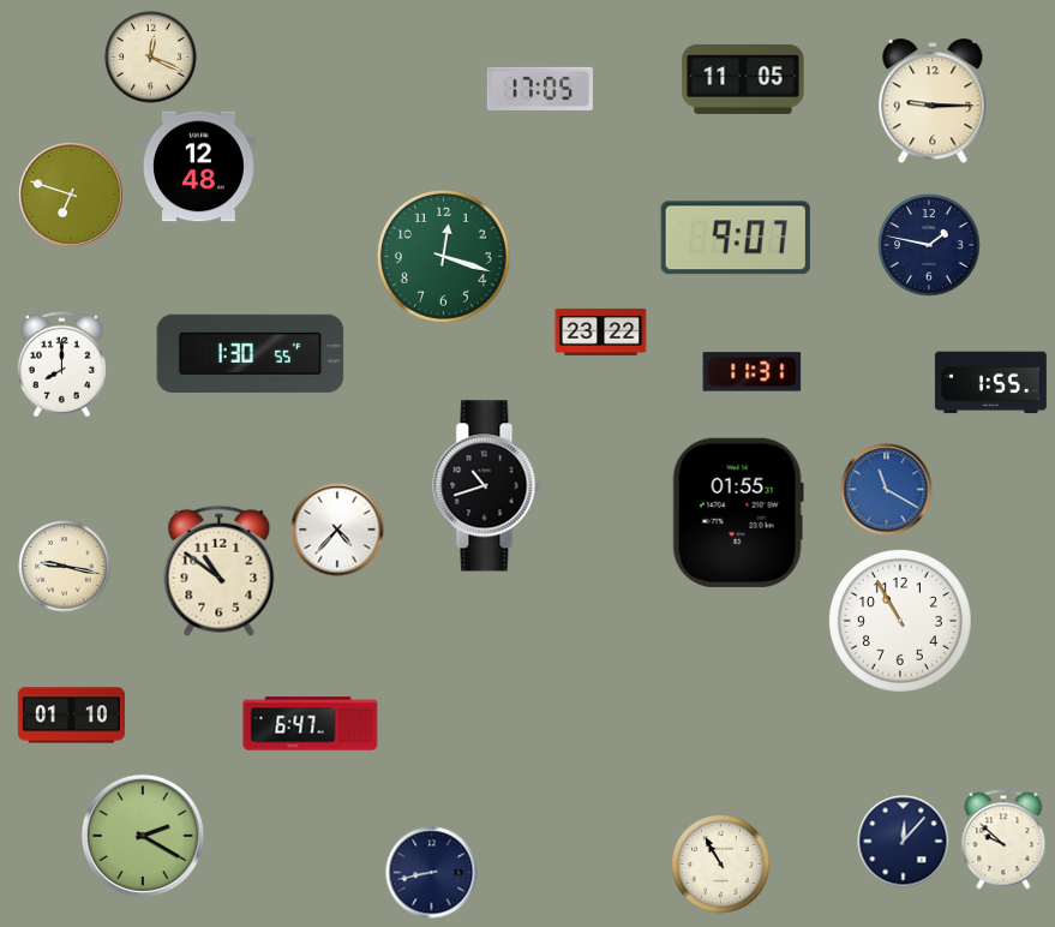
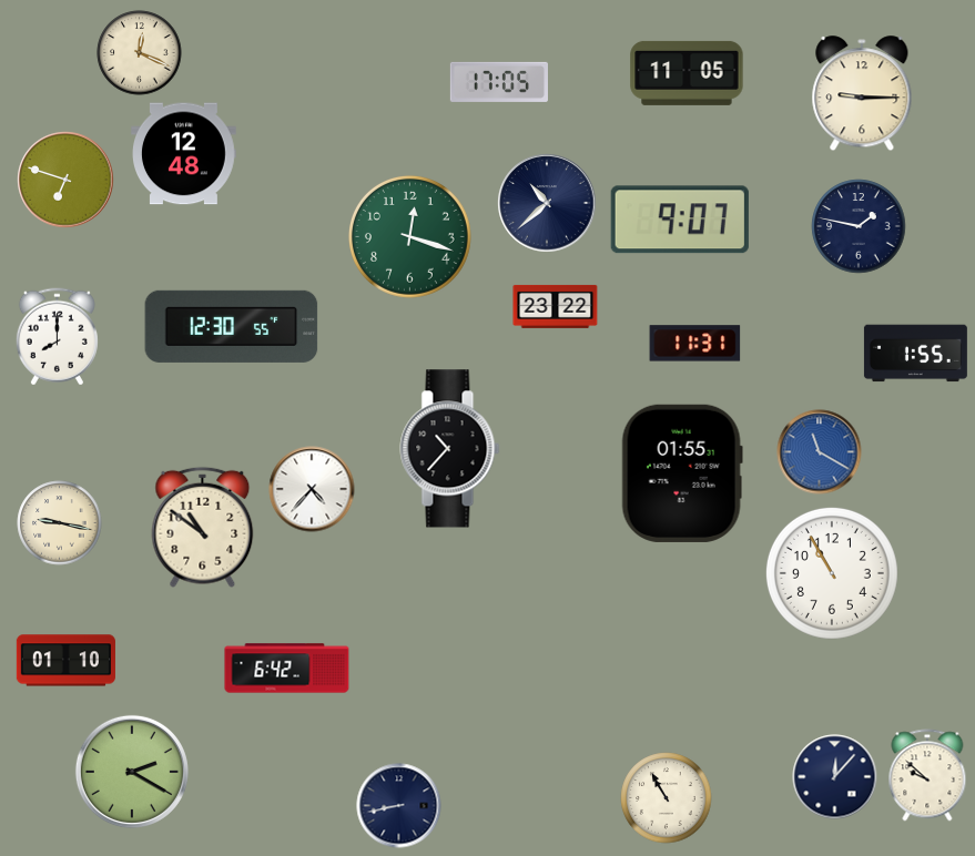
clock at (547, 203): none -> 10:38
clock at (251, 353): 1:30 -> 12:30
clock at (487, 486): 10:42 -> 10:37
clock at (311, 724): 6:47 -> 6:42
